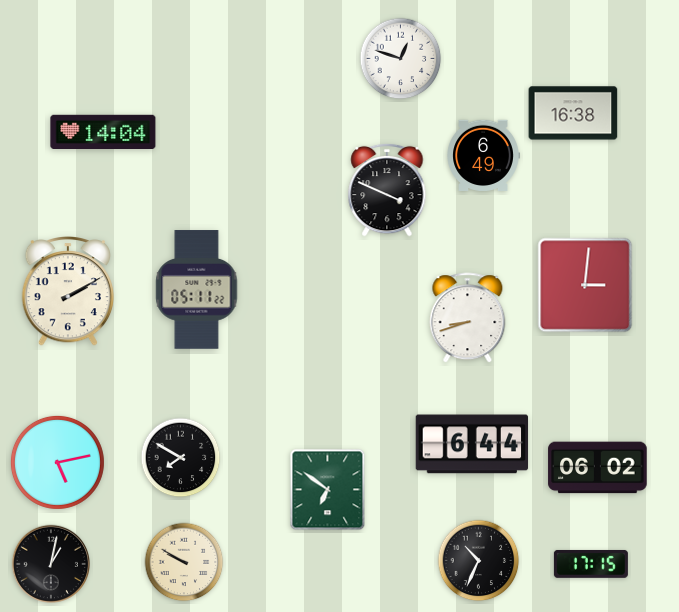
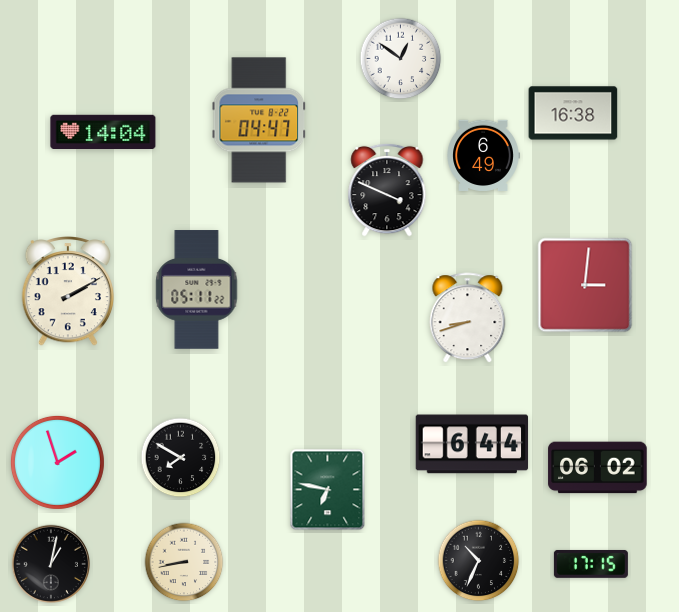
clock at (401, 59): 12:48 -> 12:51
clock at (259, 120): none -> 04:47
clock at (57, 462): 5:13 -> 1:57
clock at (328, 490): 6:51 -> 6:47
clock at (184, 562): 9:50 -> 8:43
